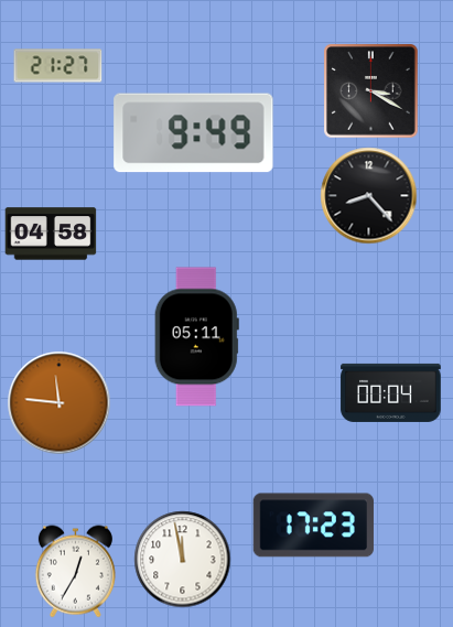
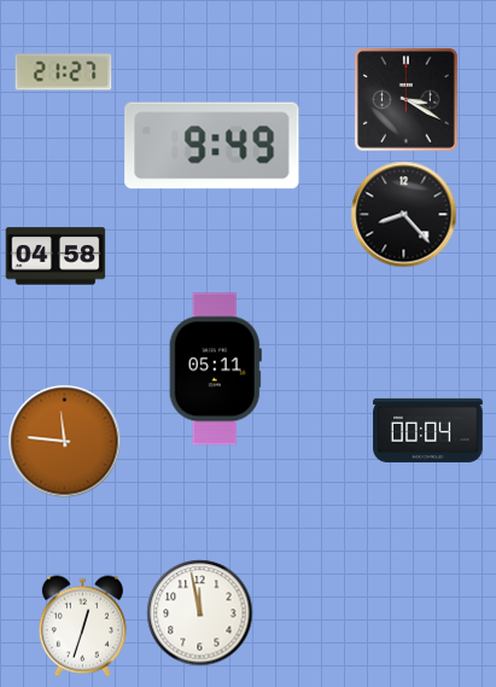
clock at (313, 526): 17:23 -> none
clock at (75, 572): 12:35 -> 12:33
